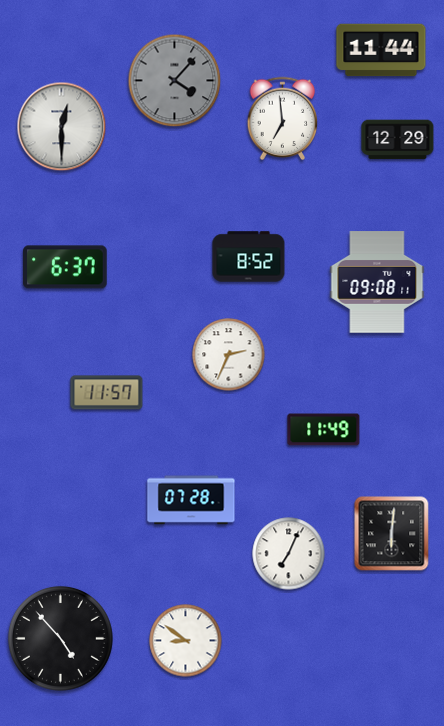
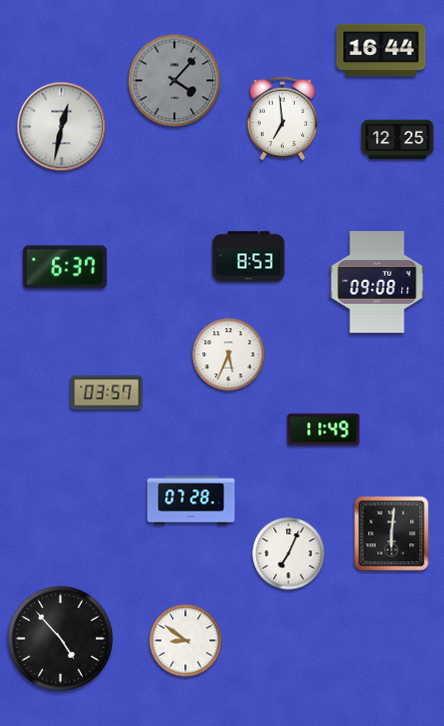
clock at (381, 50): 11:44 -> 16:44
clock at (62, 127): 12:30 -> 12:32
clock at (398, 140): 12:29 -> 12:25
clock at (249, 257): 8:52 -> 8:53
clock at (229, 355): 2:34 -> 5:34
clock at (107, 393): 11:57 -> 03:57
